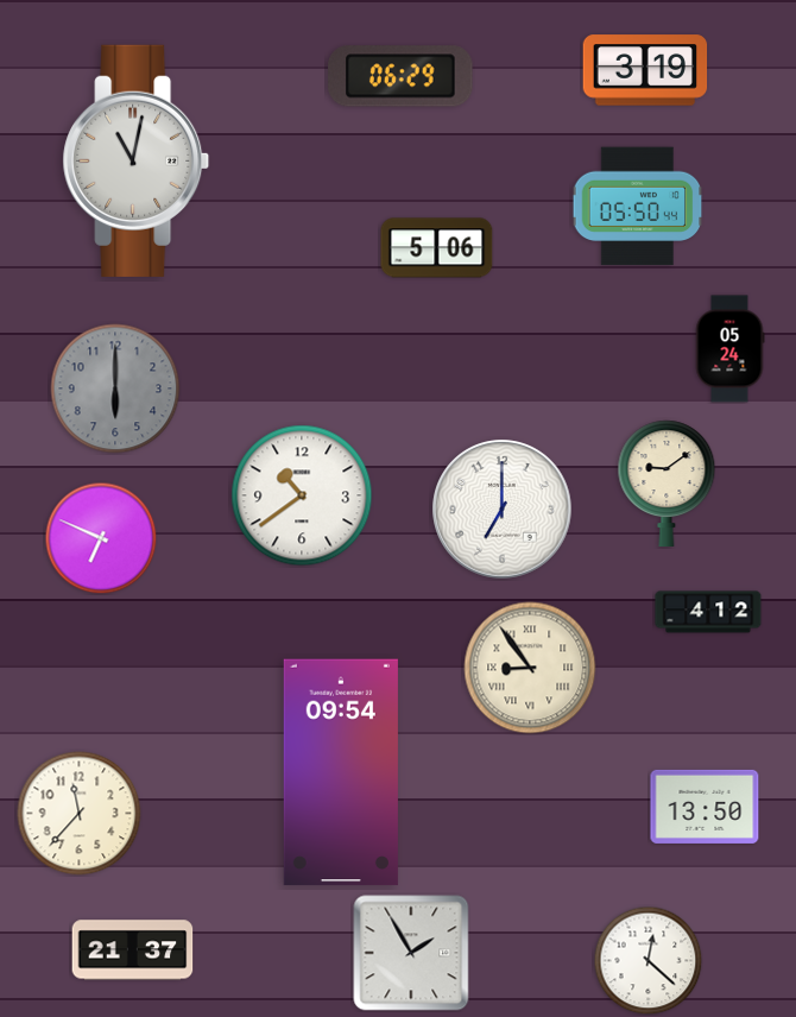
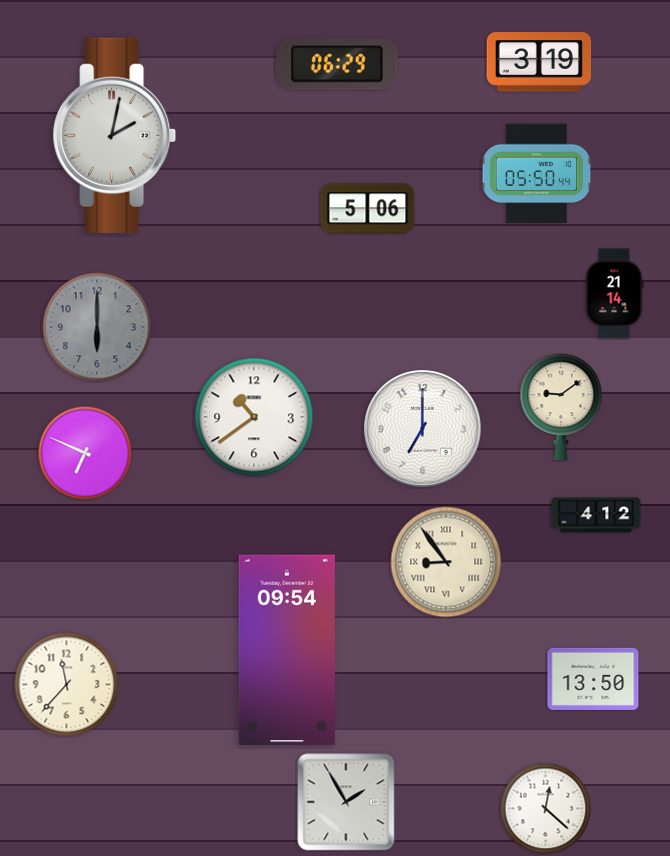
clock at (645, 70) position: (645, 70) -> (539, 62)
clock at (137, 160): 11:02 -> 2:02
clock at (729, 349): 05:24 -> 21:14
clock at (133, 950): 21:37 -> none
